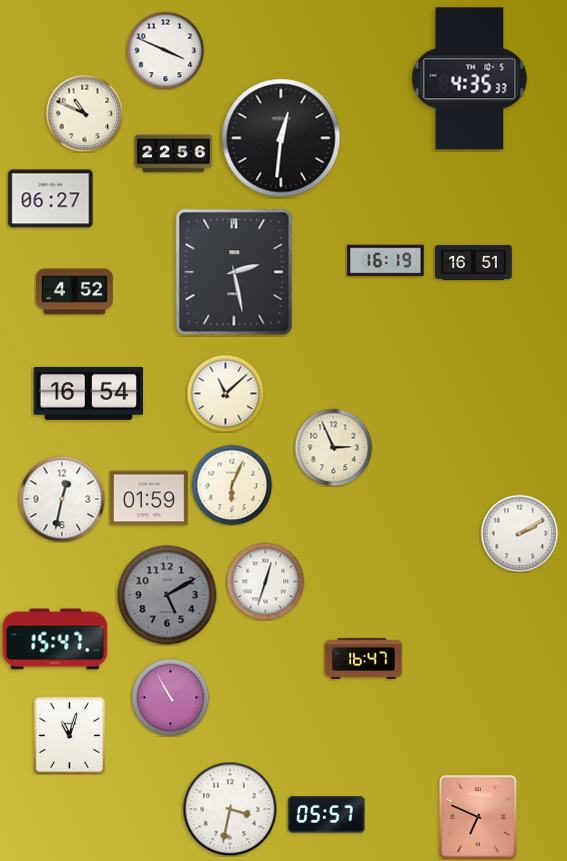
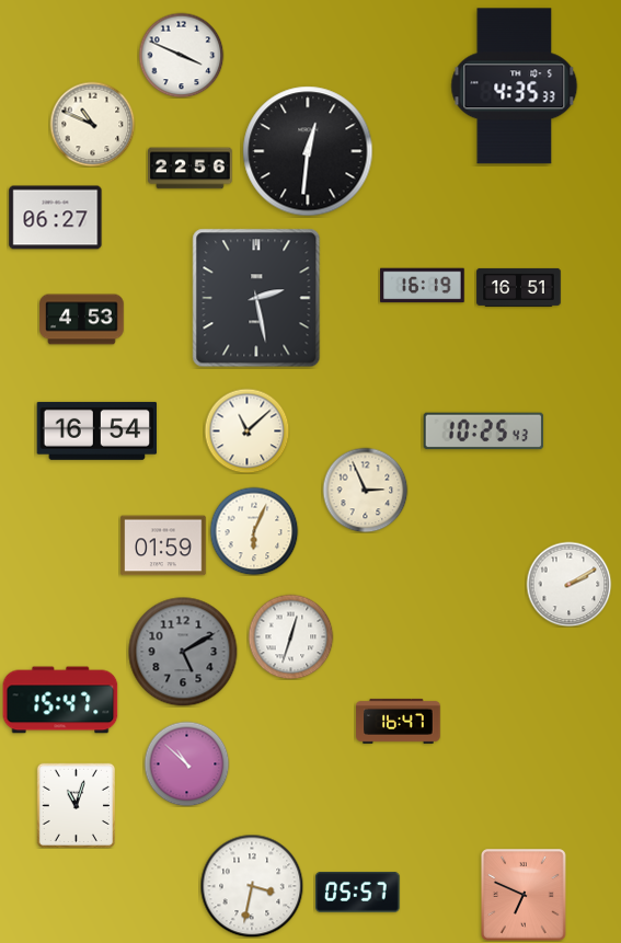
clock at (75, 292): 4:52 -> 4:53
clock at (484, 432): none -> 10:25
clock at (62, 499): 12:32 -> none
clock at (170, 697): 10:55 -> 10:52
